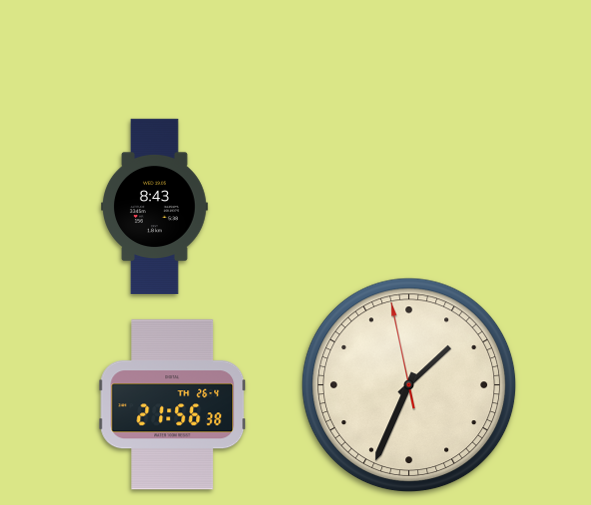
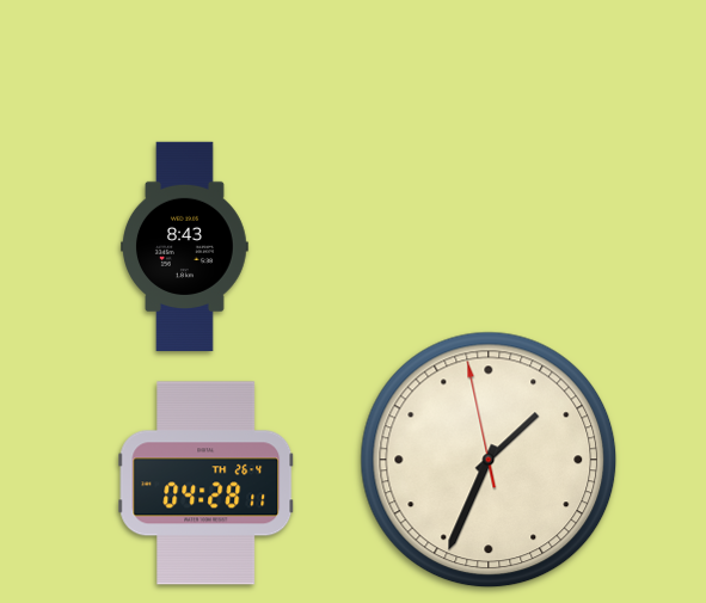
clock at (173, 405): 21:56 -> 04:28
